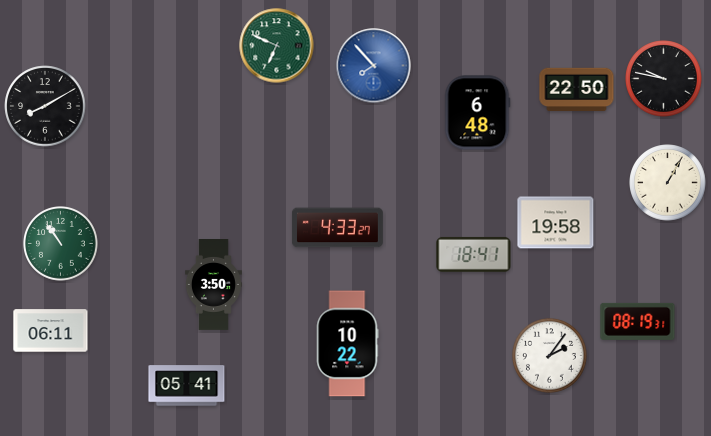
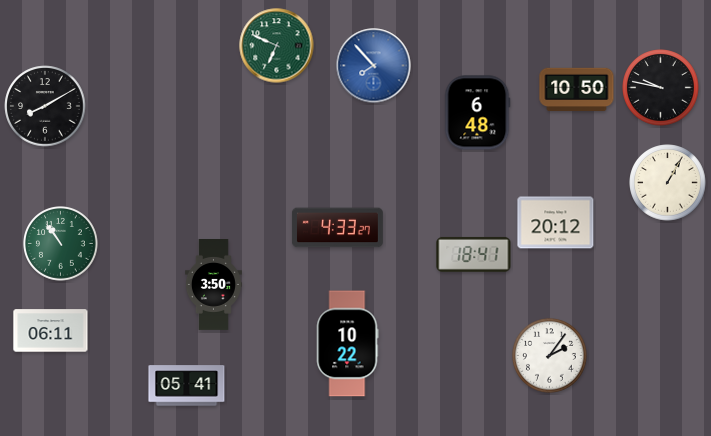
clock at (664, 79) position: (664, 79) -> (661, 88)
clock at (577, 90): 22:50 -> 10:50
clock at (556, 223): 19:58 -> 20:12
clock at (638, 321): 08:19 -> none
